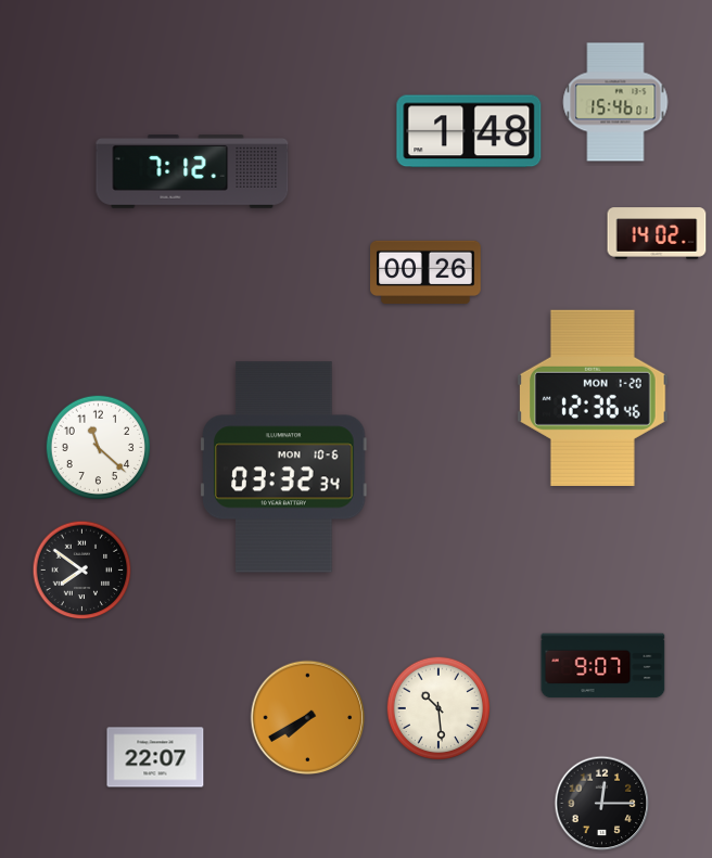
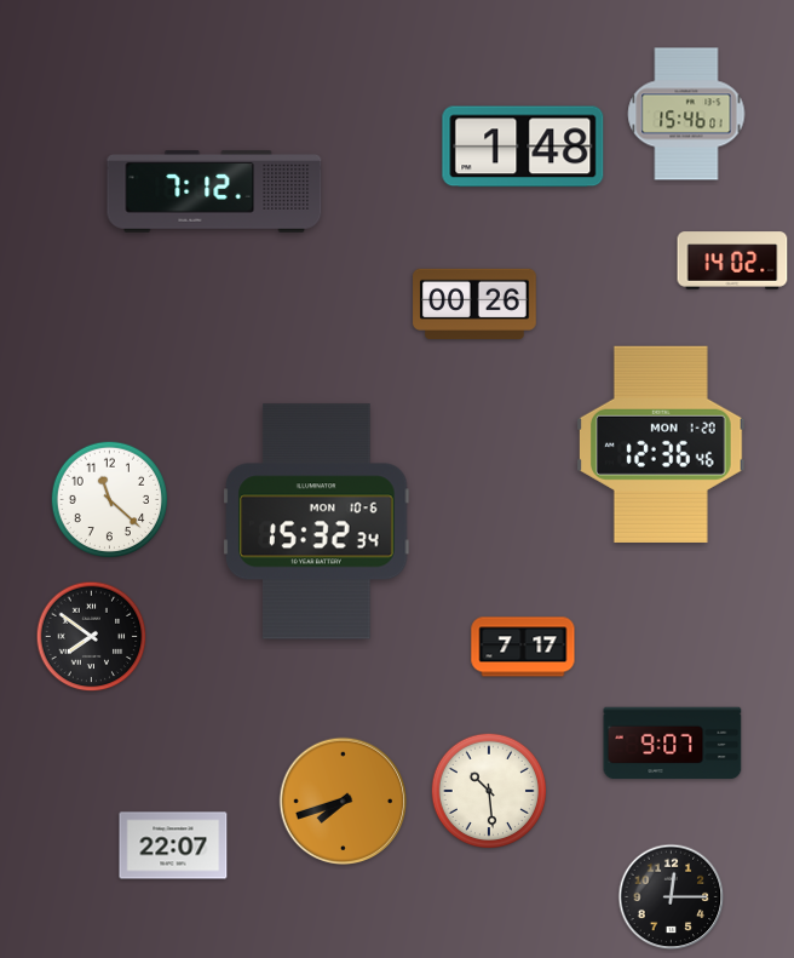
clock at (284, 468): 03:32 -> 15:32
clock at (523, 647): none -> 7:17
clock at (308, 718): 7:40 -> 7:42
